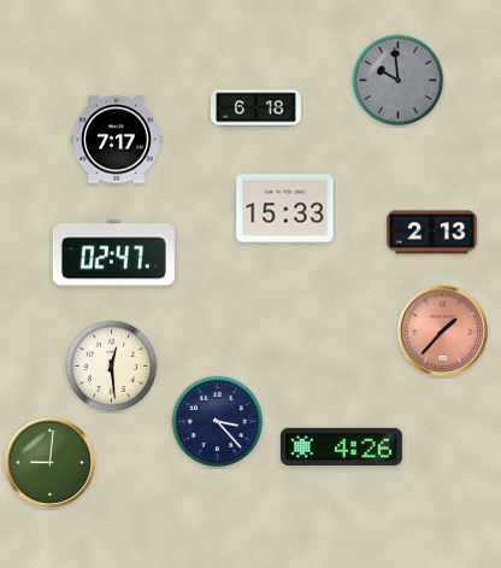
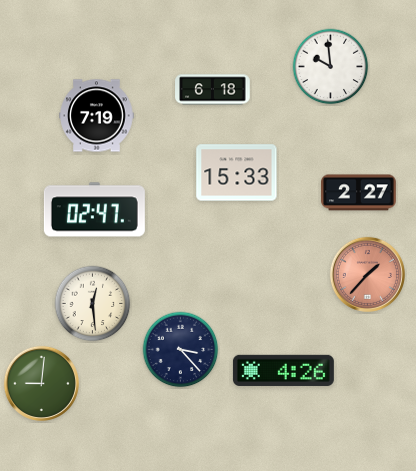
clock at (399, 81) dial: grey -> white
clock at (117, 140): 7:17 -> 7:19
clock at (432, 233): 2:13 -> 2:27
